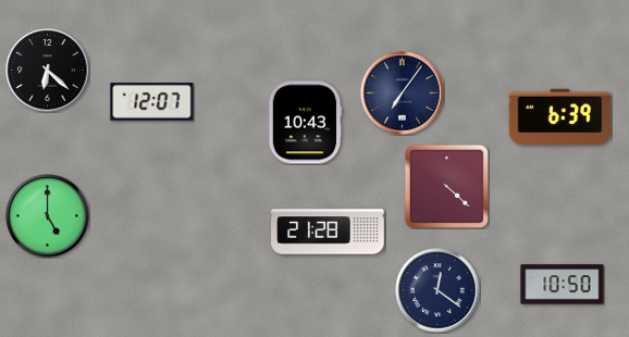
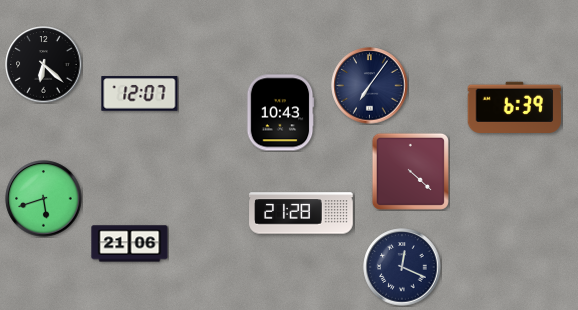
clock at (48, 216): 5:00 -> 5:42
clock at (130, 244): none -> 21:06
clock at (563, 285): 10:50 -> none
clock at (437, 290): 12:21 -> 12:19
